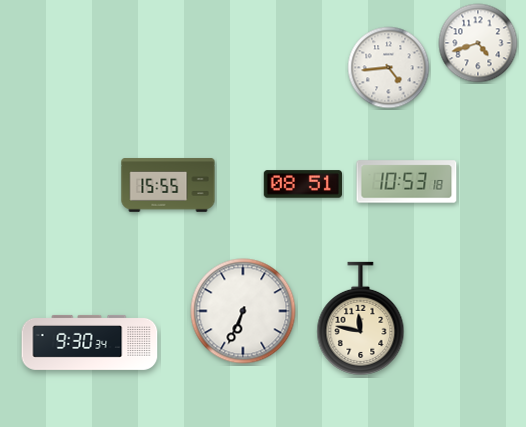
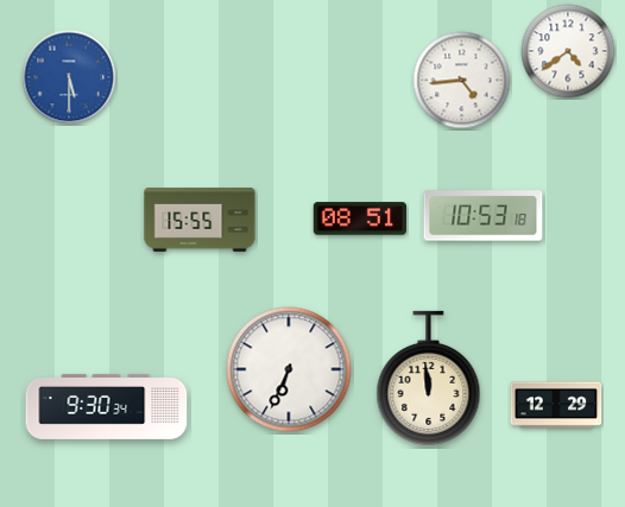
clock at (478, 43): 4:42 -> 4:39
clock at (69, 77): none -> 5:30
clock at (361, 318): 11:47 -> 11:59
clock at (556, 405): none -> 12:29
